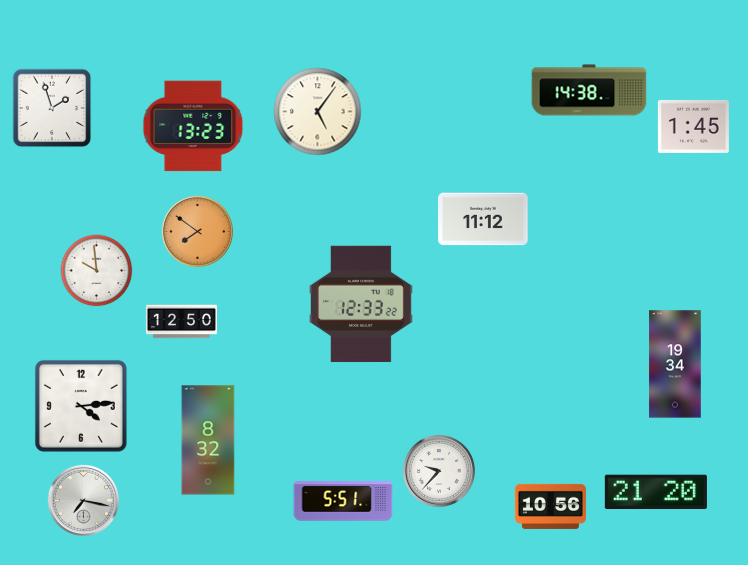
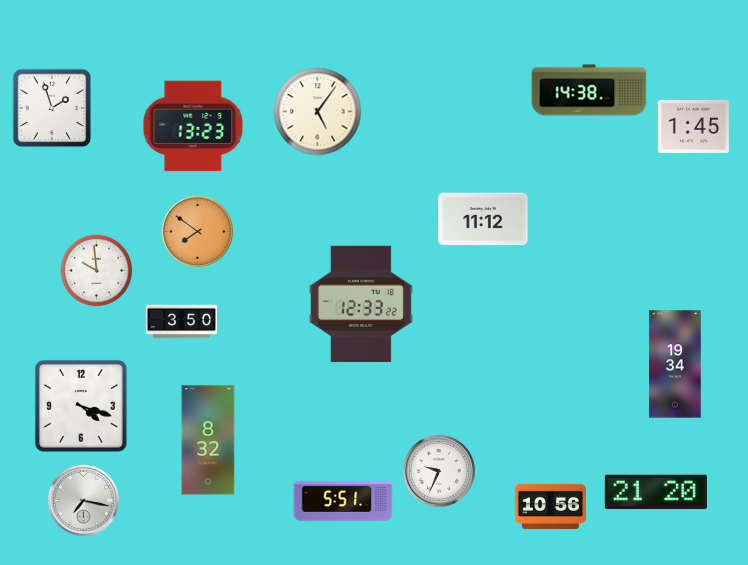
clock at (181, 322): 12:50 -> 3:50
clock at (81, 406): 4:14 -> 4:18
clock at (439, 471): 9:37 -> 9:34
